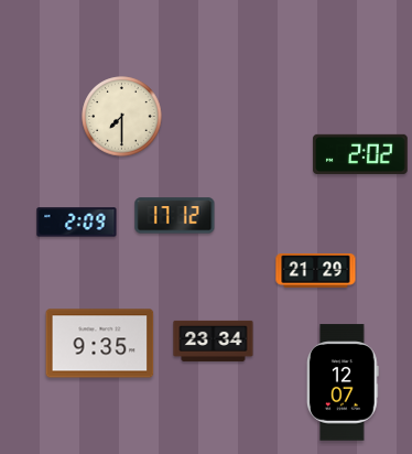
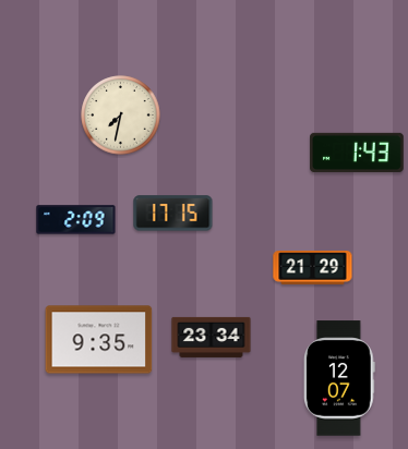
clock at (122, 117): 7:30 -> 7:32
clock at (360, 154): 2:02 -> 1:43
clock at (175, 216): 17:12 -> 17:15
